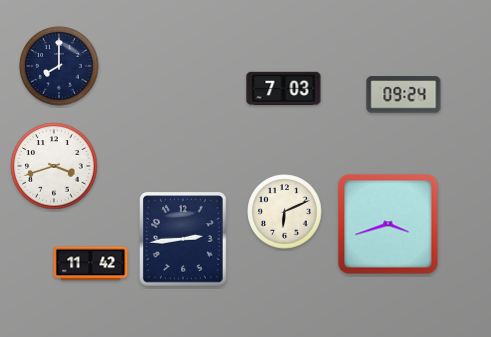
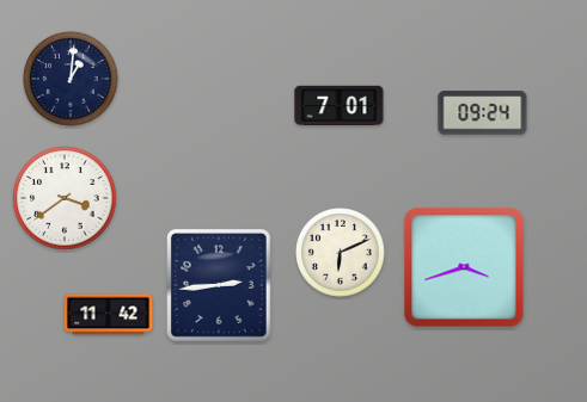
clock at (59, 66): 8:00 -> 1:01
clock at (284, 88): 7:03 -> 7:01
clock at (54, 166): 3:42 -> 3:39
